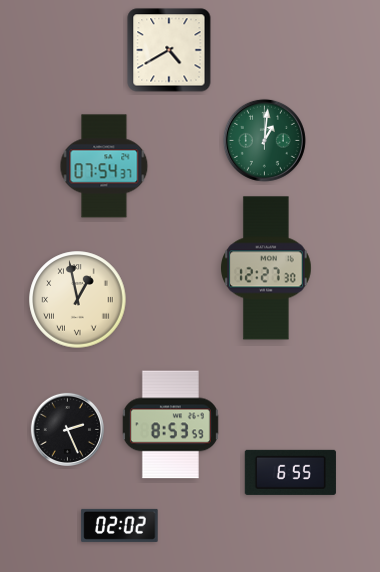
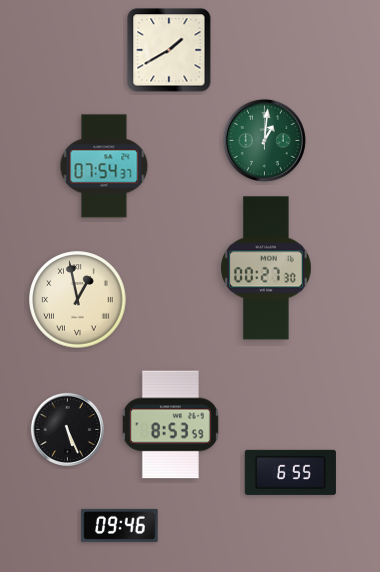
clock at (169, 50): 4:40 -> 1:40
clock at (267, 268): 12:27 -> 00:27
clock at (67, 429): 2:26 -> 5:26
clock at (120, 525): 02:02 -> 09:46
